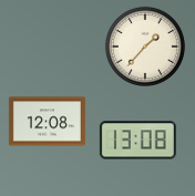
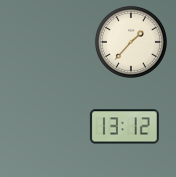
clock at (47, 122): 12:08 -> none
clock at (137, 141): 13:08 -> 13:12
